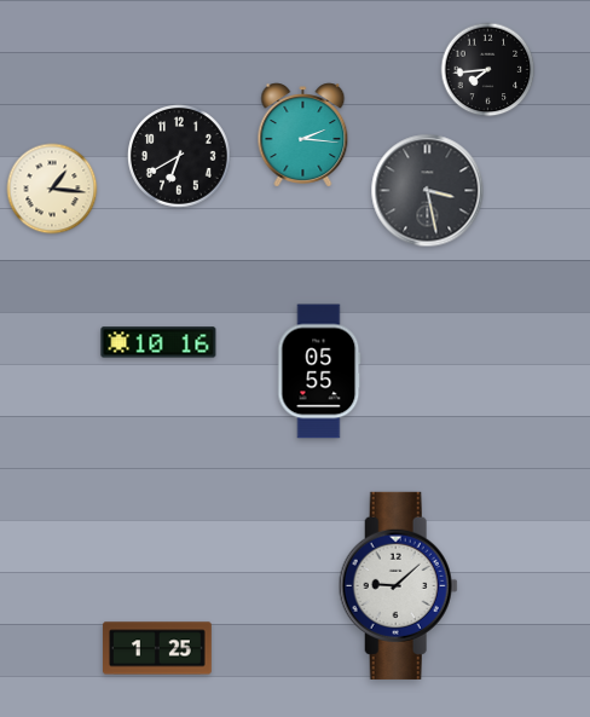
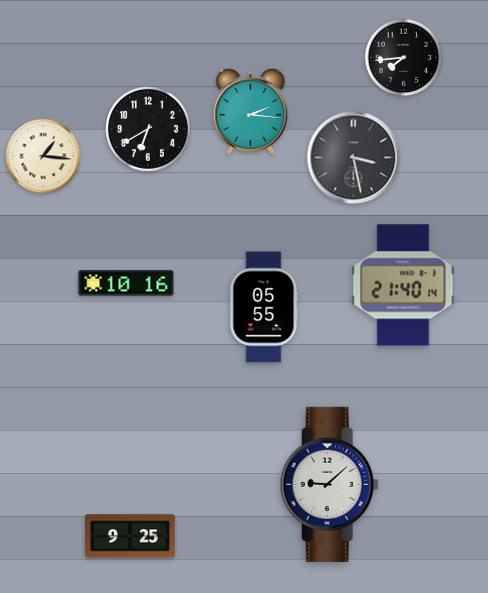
clock at (158, 342) position: (158, 342) -> (126, 283)
clock at (403, 285): none -> 21:40
clock at (157, 648): 1:25 -> 9:25
